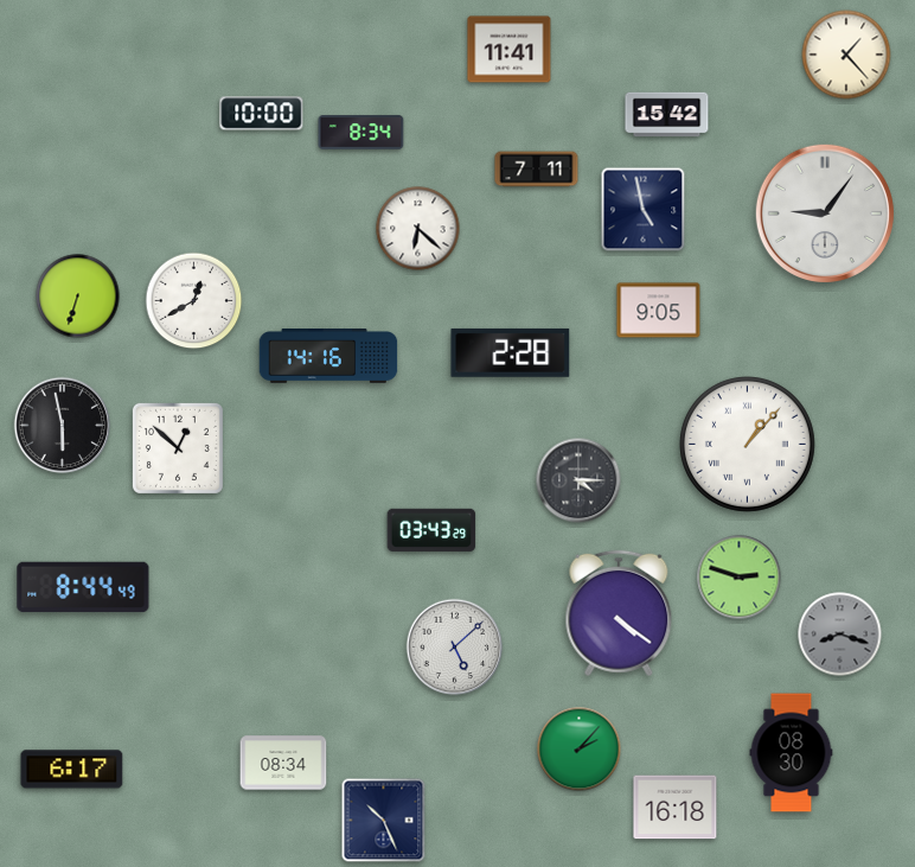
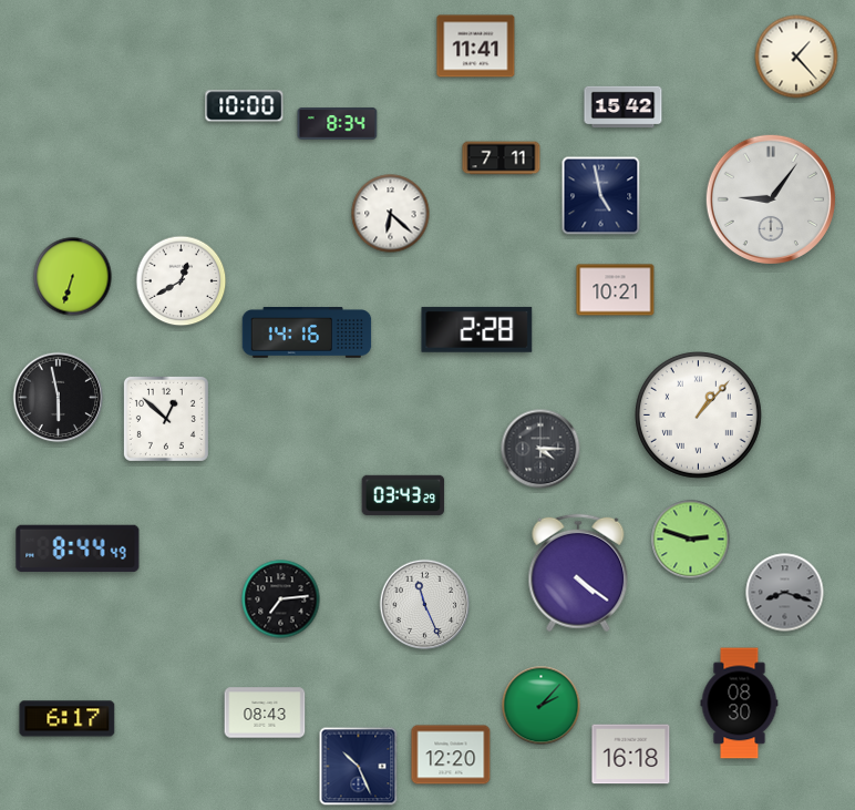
clock at (846, 55) position: (846, 55) -> (796, 57)
clock at (659, 311): 9:05 -> 10:21
clock at (281, 599): none -> 7:14
clock at (455, 648): 5:08 -> 11:26
clock at (580, 750) position: (580, 750) -> (542, 706)
clock at (283, 763): 08:34 -> 08:43
clock at (451, 755): none -> 12:20
